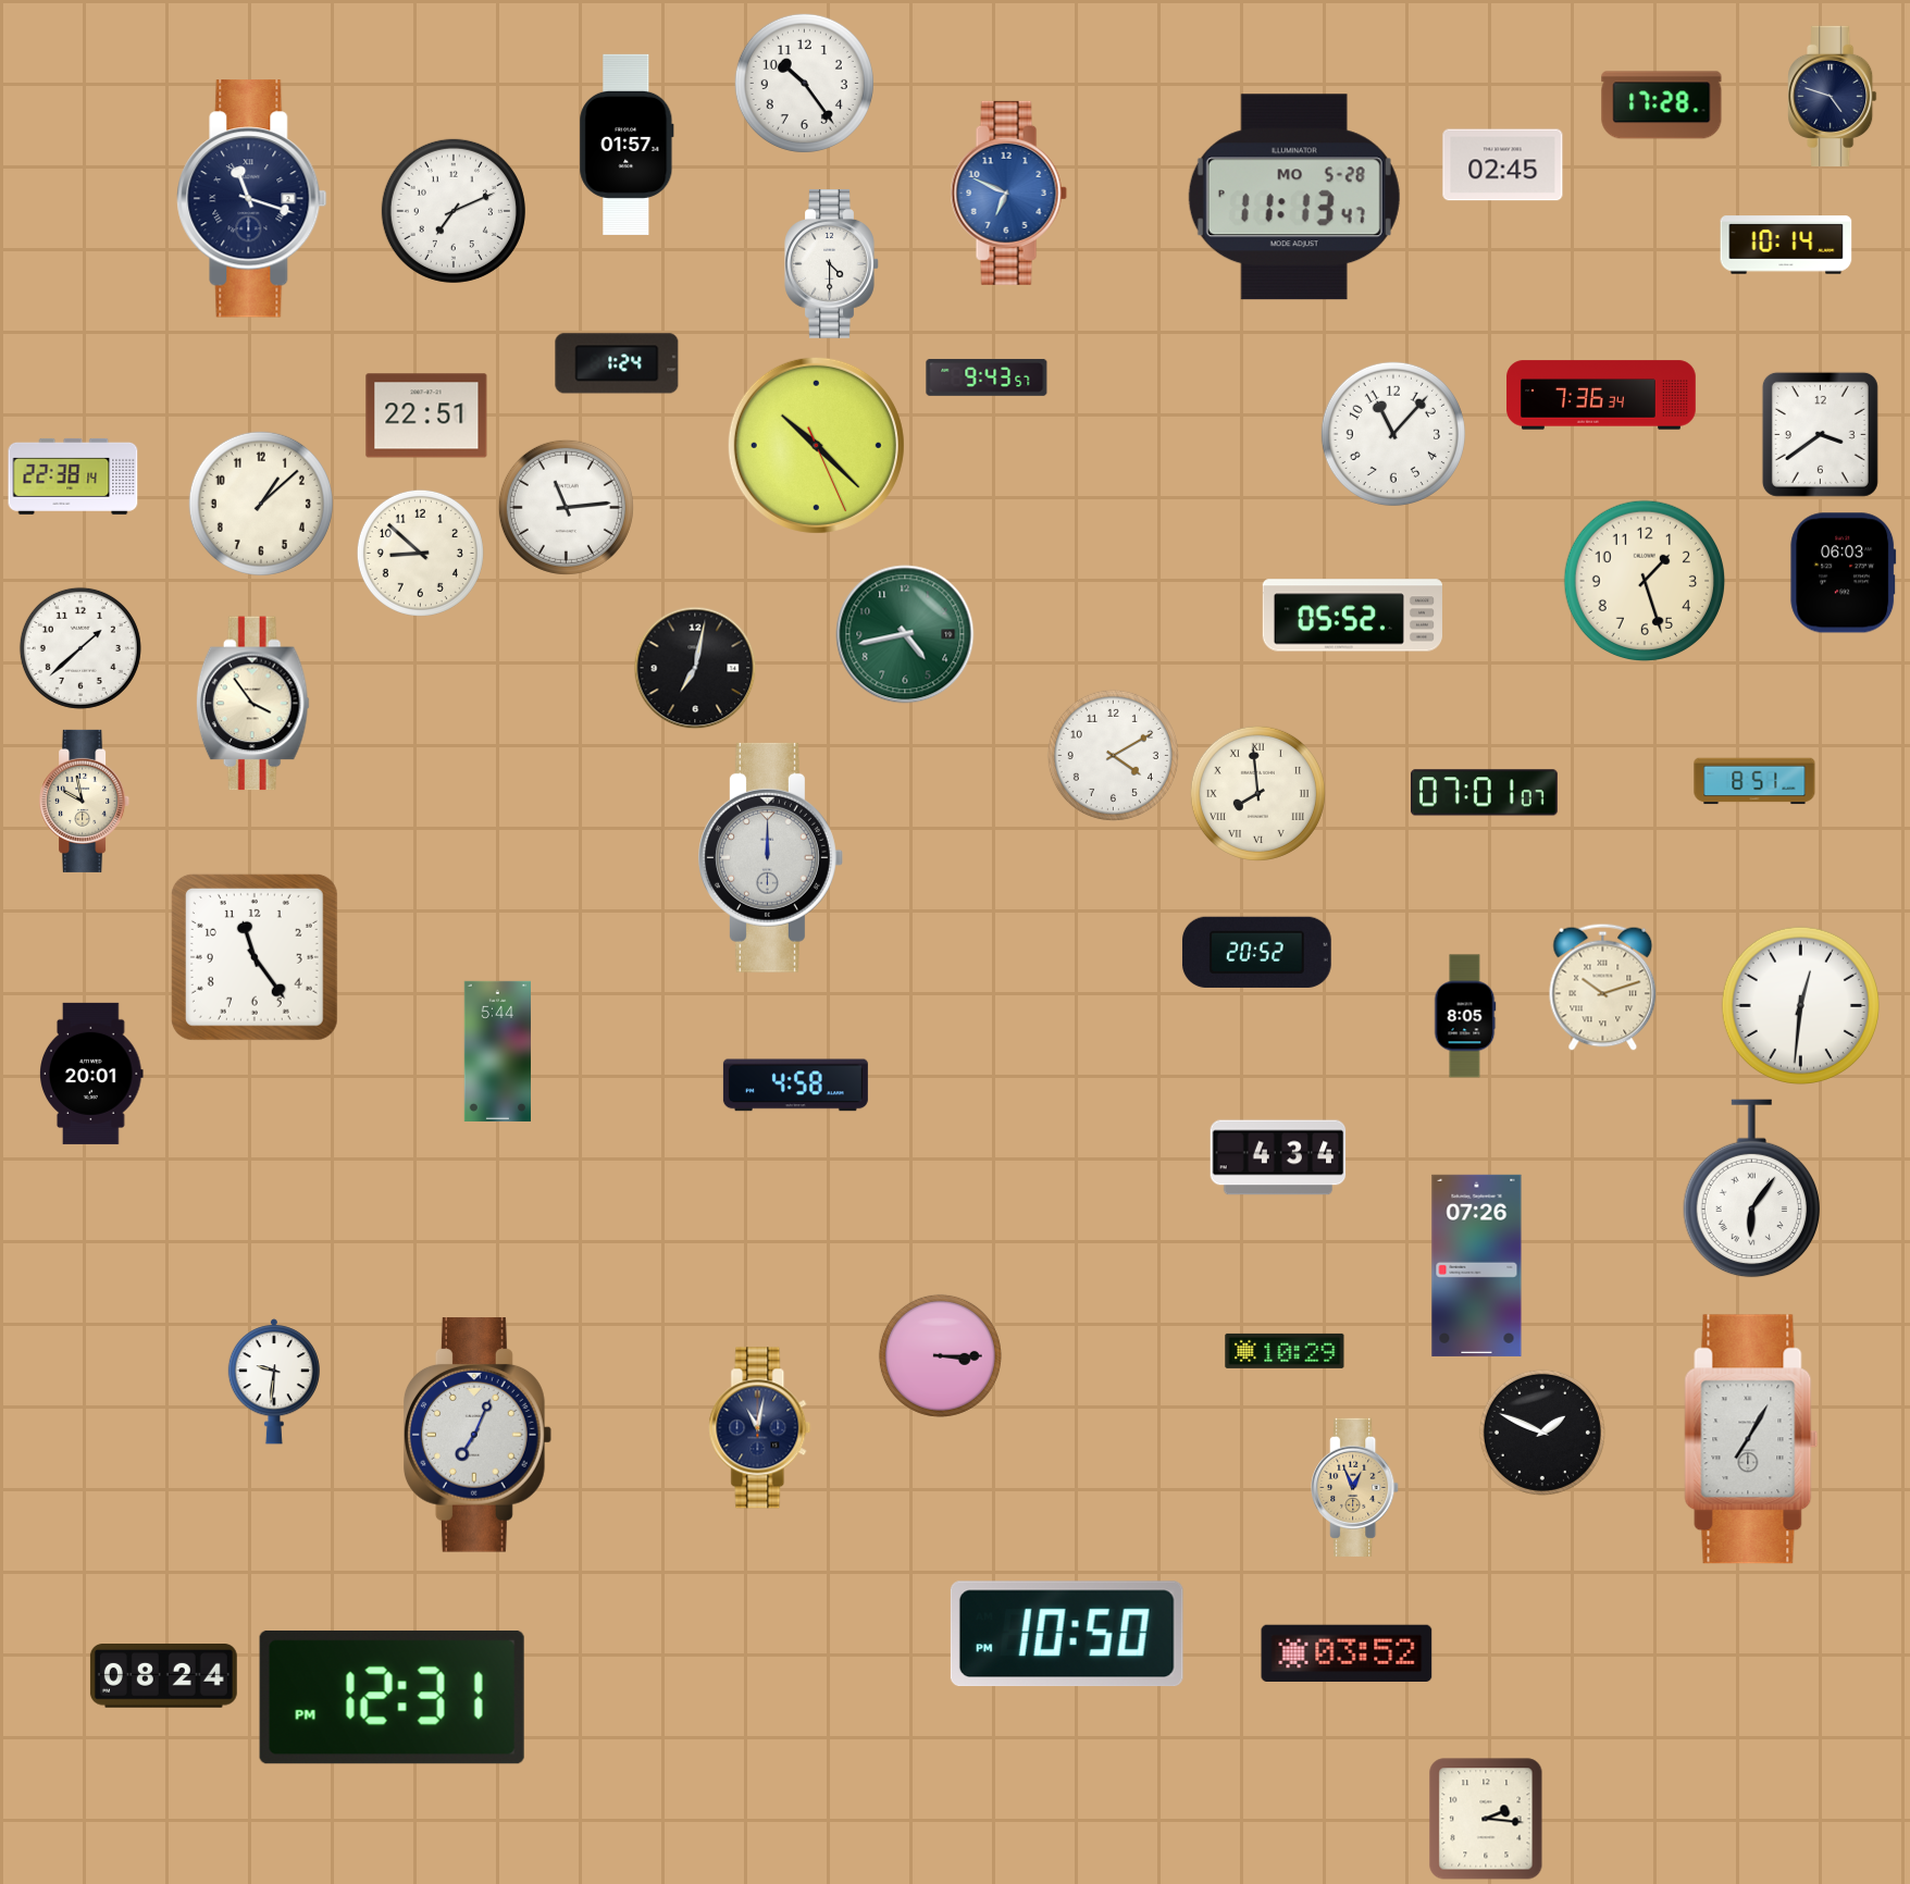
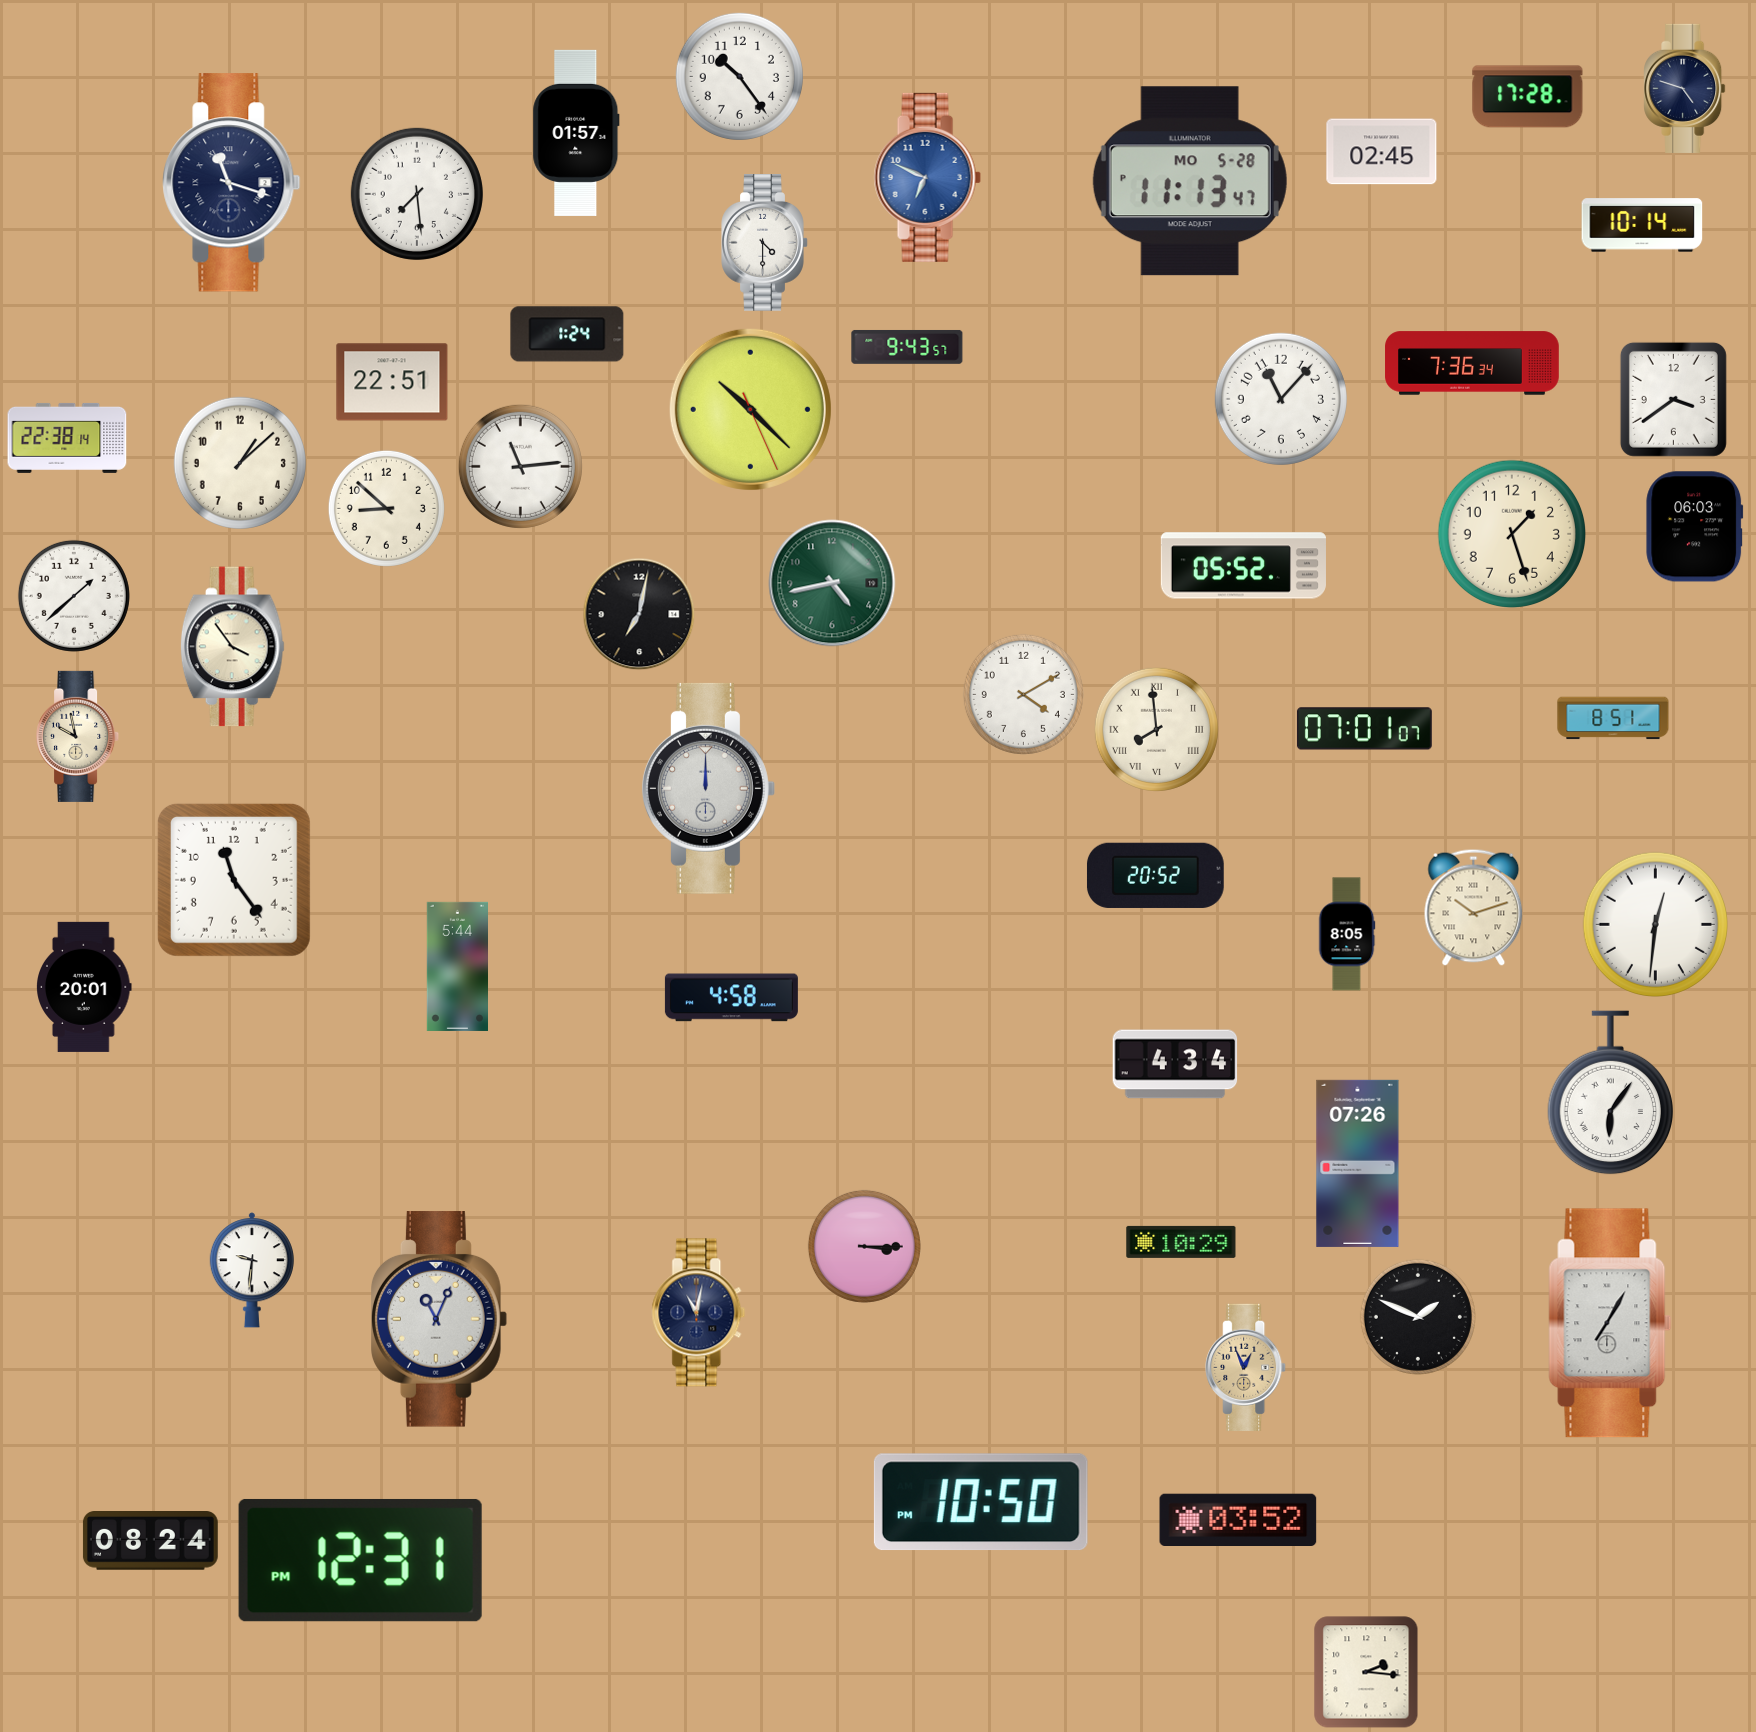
clock at (454, 211): 7:11 -> 7:29
clock at (479, 1435): 7:04 -> 11:04
